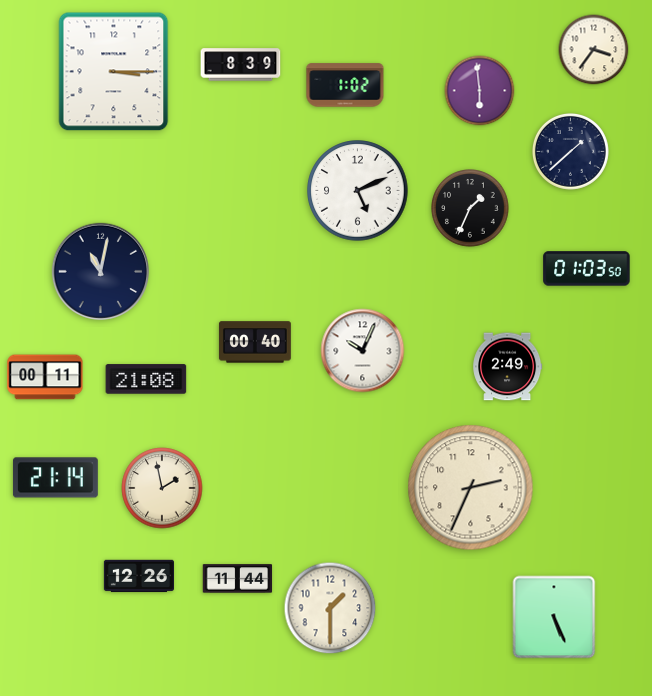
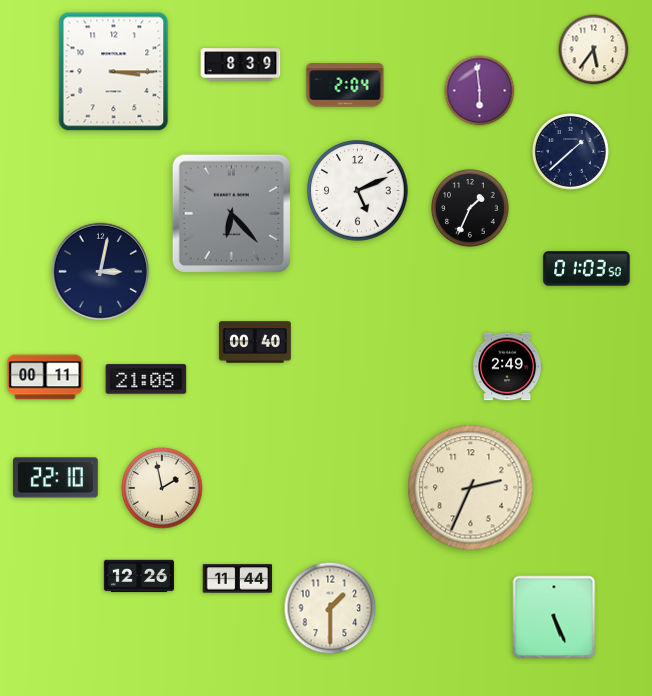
clock at (594, 50): 3:36 -> 5:36
clock at (345, 85): 1:02 -> 2:04
clock at (232, 214): none -> 6:23
clock at (100, 271): 11:02 -> 3:02
clock at (363, 351): 10:04 -> none
clock at (55, 478): 21:14 -> 22:10
